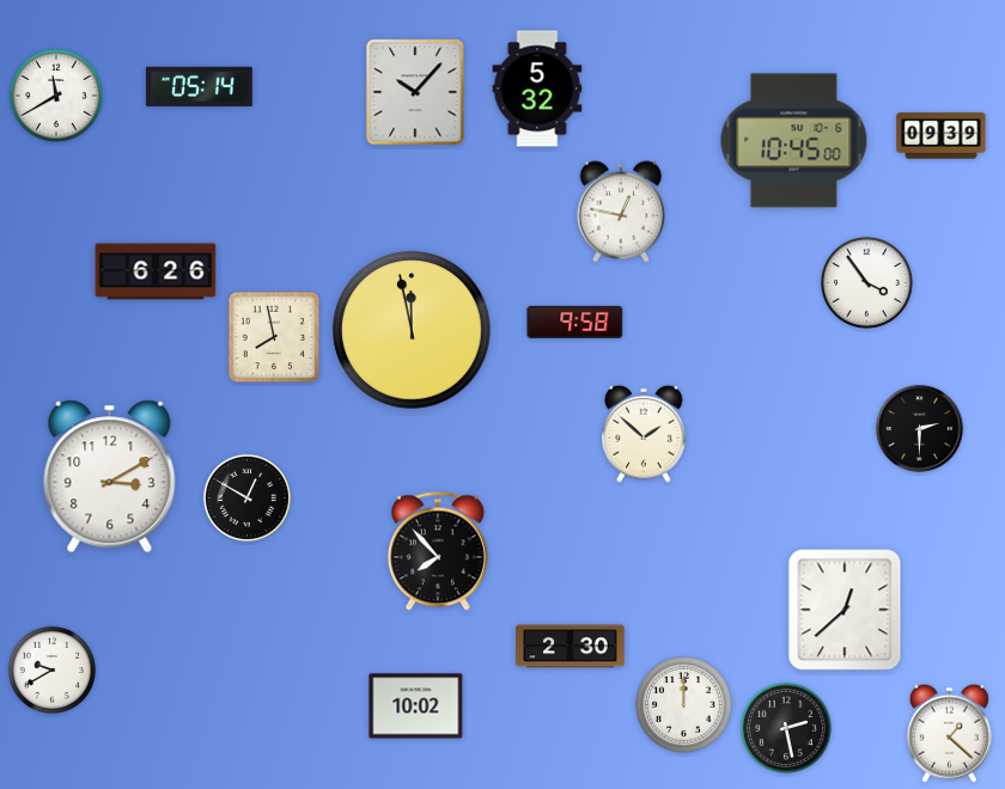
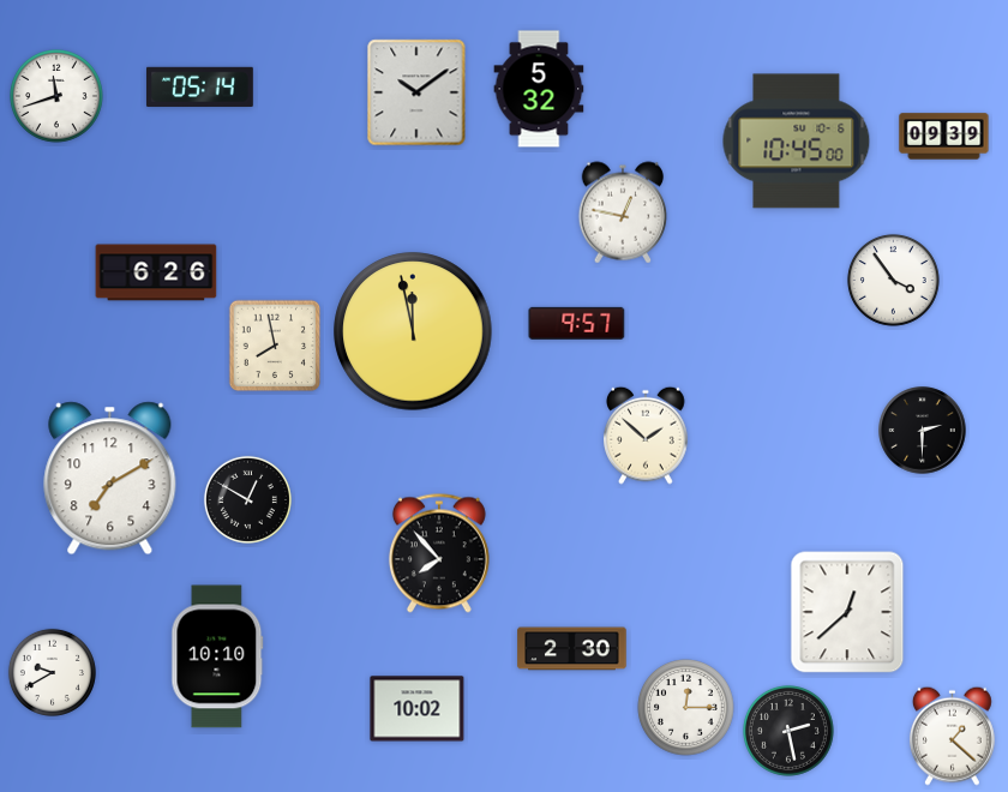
clock at (415, 92): 10:07 -> 10:09
clock at (57, 97): 11:40 -> 11:42
clock at (866, 282) position: (866, 282) -> (893, 280)
clock at (575, 322): 9:58 -> 9:57
clock at (274, 337) position: (274, 337) -> (275, 346)
clock at (110, 477): 3:10 -> 7:10
clock at (217, 656): none -> 10:10
clock at (684, 705): 12:00 -> 12:15
